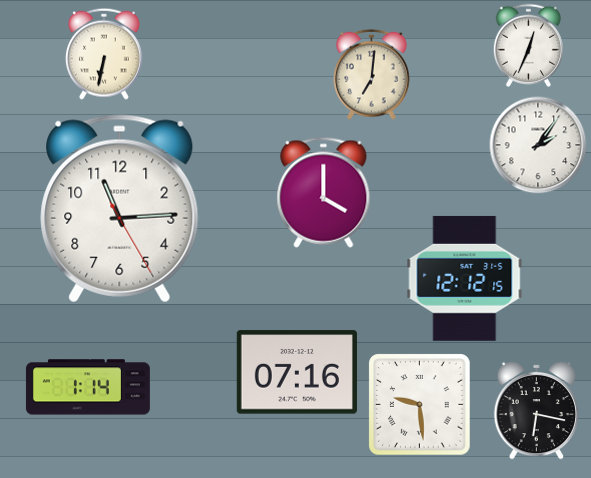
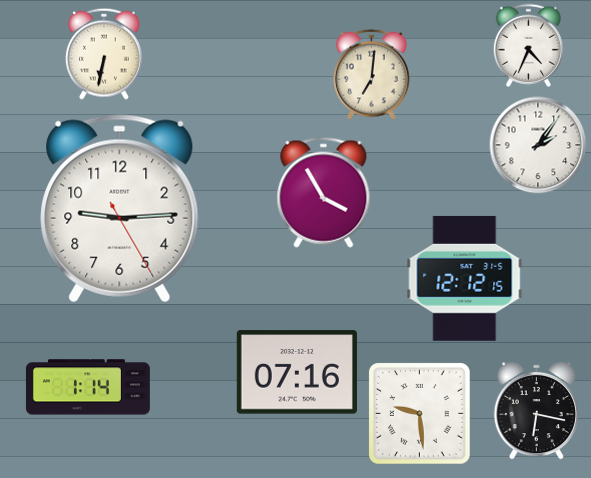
clock at (528, 45): 12:34 -> 4:34
clock at (324, 192): 4:00 -> 3:55
clock at (120, 209): 11:14 -> 9:14
clock at (420, 405) position: (420, 405) -> (420, 414)
